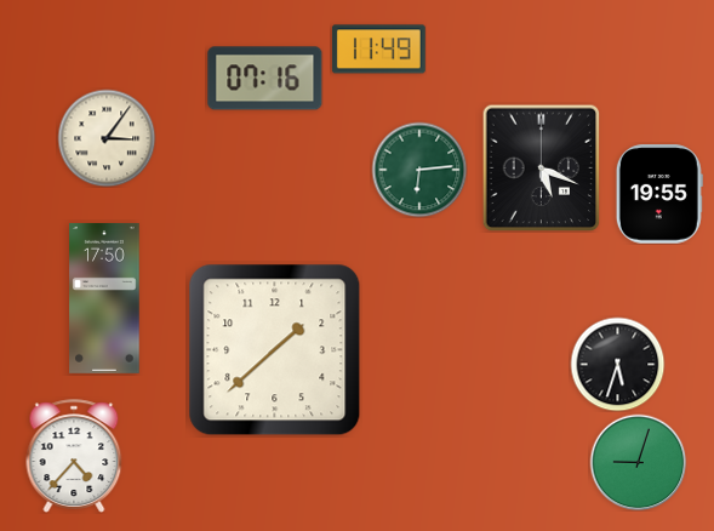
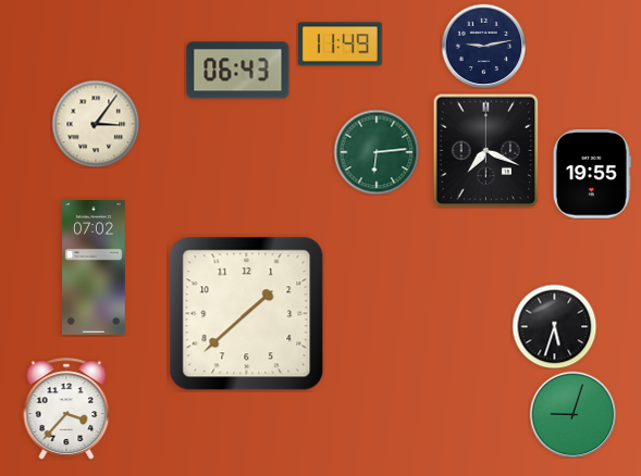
clock at (483, 46): none -> 9:13
clock at (265, 79): 07:16 -> 06:43
clock at (542, 167): 5:19 -> 7:19
clock at (104, 298): 17:50 -> 07:02
clock at (74, 456): 4:37 -> 3:37
